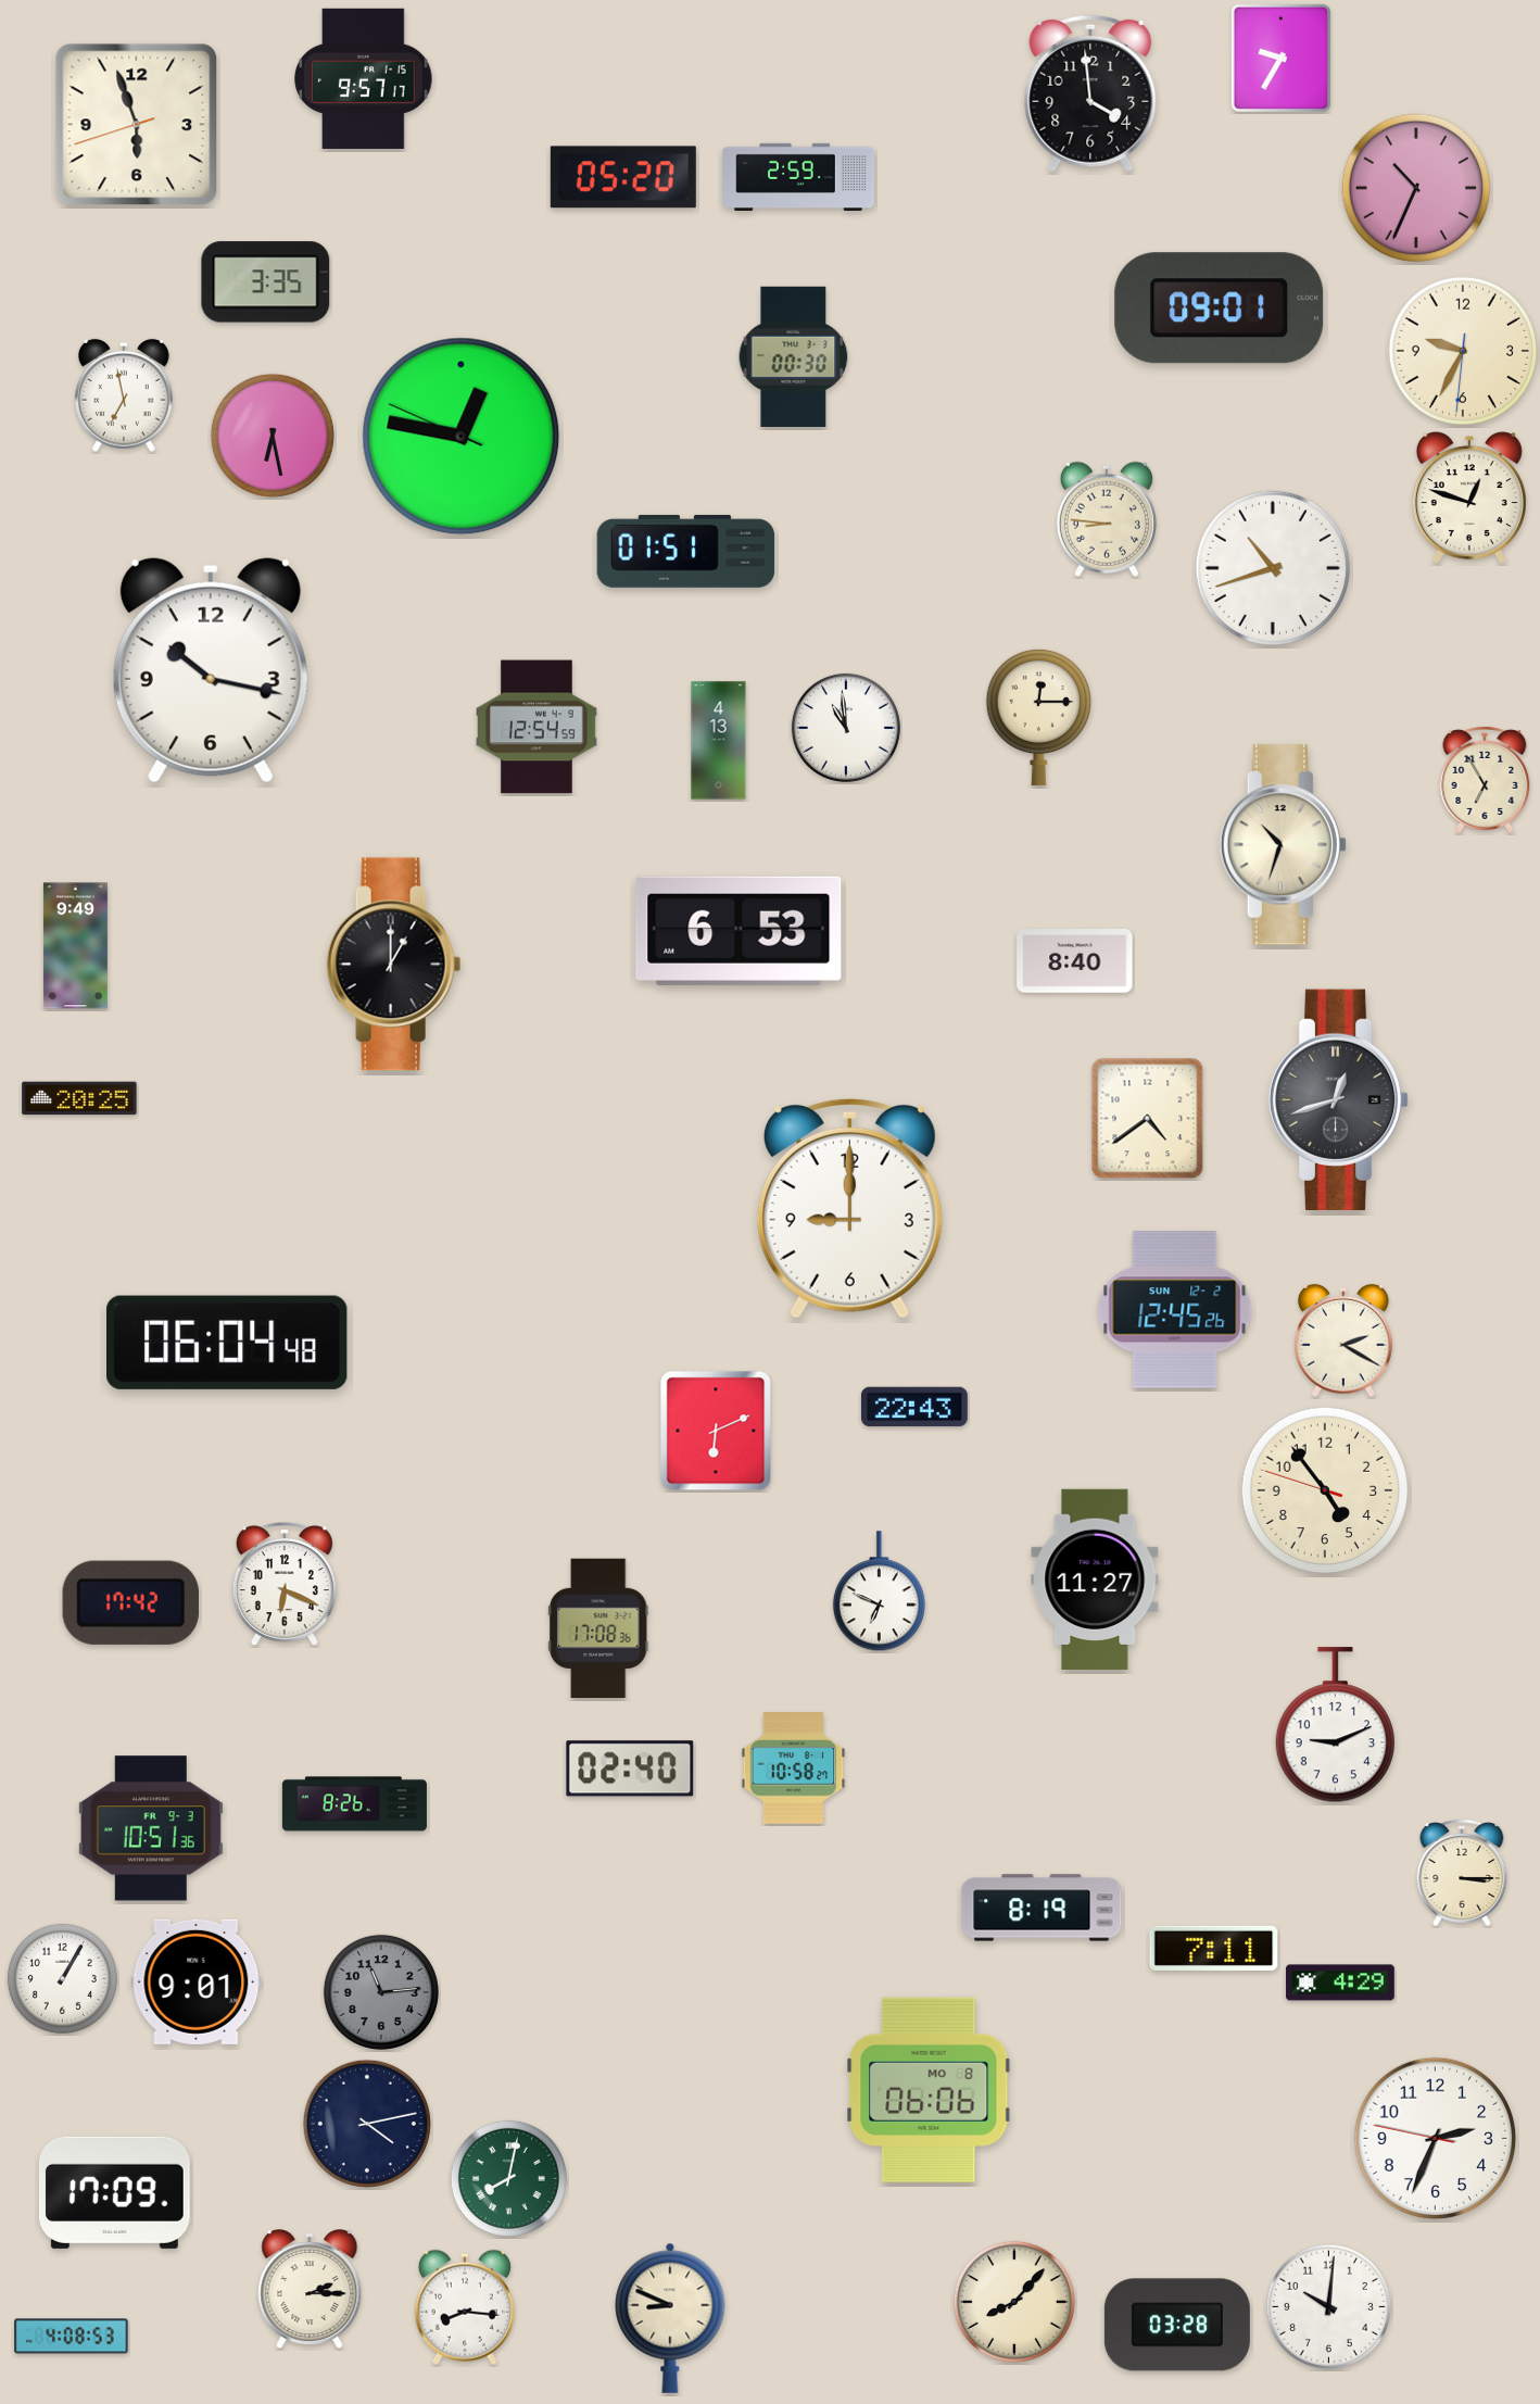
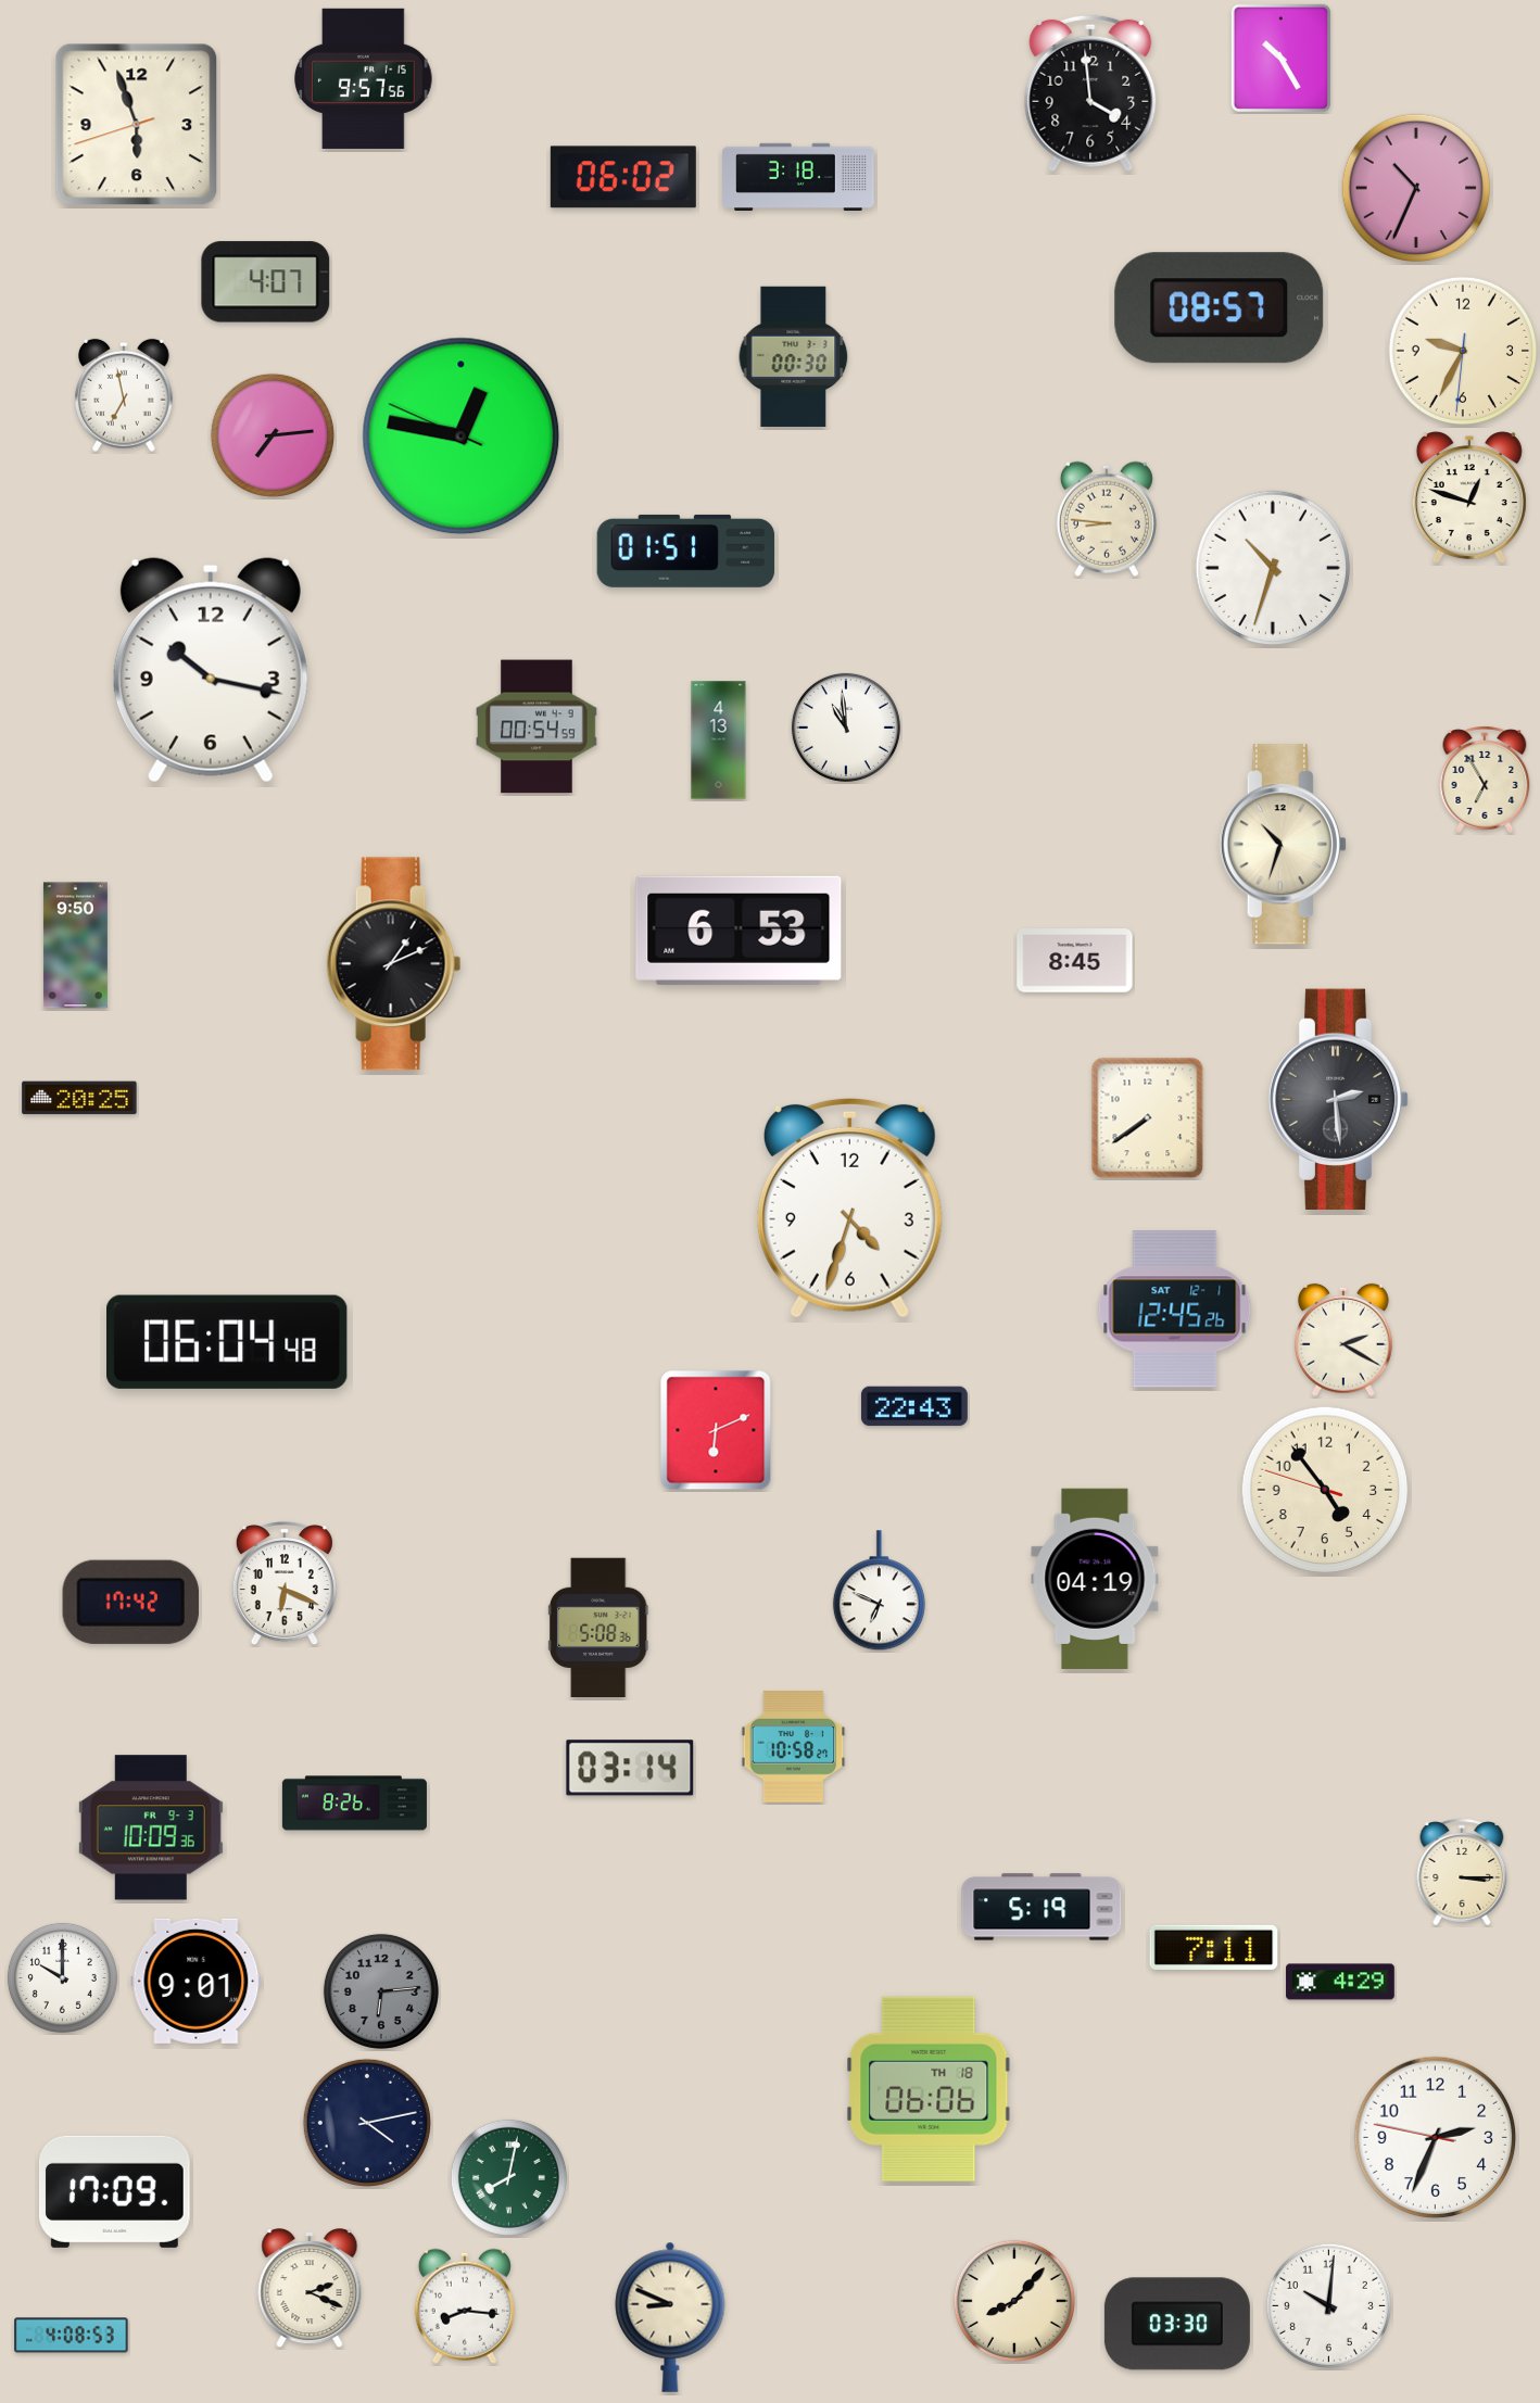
clock at (1280, 58): 9:35 -> 10:25
clock at (364, 78): 9:57:17 -> 9:57:56
clock at (798, 176): 2:59 -> 3:18
clock at (623, 177): 05:20 -> 06:02
clock at (266, 282): 3:35 -> 4:07
clock at (1220, 309): 09:01 -> 08:57
clock at (273, 436): 6:28 -> 7:14
clock at (1273, 568): 10:42 -> 10:33
clock at (1038, 717): 12:15 -> none
clock at (537, 727): 12:54 -> 00:54
clock at (75, 946): 9:49 -> 9:50
clock at (1075, 961): 8:40 -> 8:45
clock at (394, 965): 1:00 -> 1:11
clock at (1339, 1099): 12:42 -> 2:29
clock at (1148, 1119): 4:39 -> 7:39
clock at (849, 1208): 9:00 -> 4:33
clock at (1175, 1310) date: SUN 12-2 -> SAT 12-1
clock at (1095, 1578): 11:27 -> 04:19
clock at (598, 1627): 17:08 -> 5:08
clock at (1335, 1725): 9:11 -> none
clock at (630, 1769): 02:40 -> 03:14
clock at (794, 1769) position: (794, 1769) -> (794, 1747)
clock at (151, 1828): 10:51 -> 10:09
clock at (1042, 1908): 8:19 -> 5:19
clock at (62, 1978): 1:05 -> 10:00
clock at (381, 1992): 11:14 -> 6:14
clock at (929, 2090) date: MO 8 -> TH 18
clock at (310, 2290): 2:15 -> 2:19
clock at (1177, 2325): 03:28 -> 03:30
